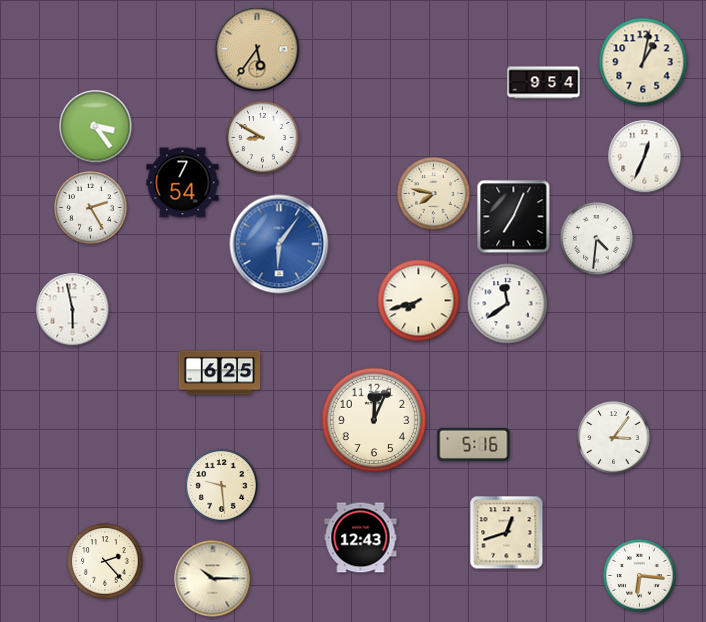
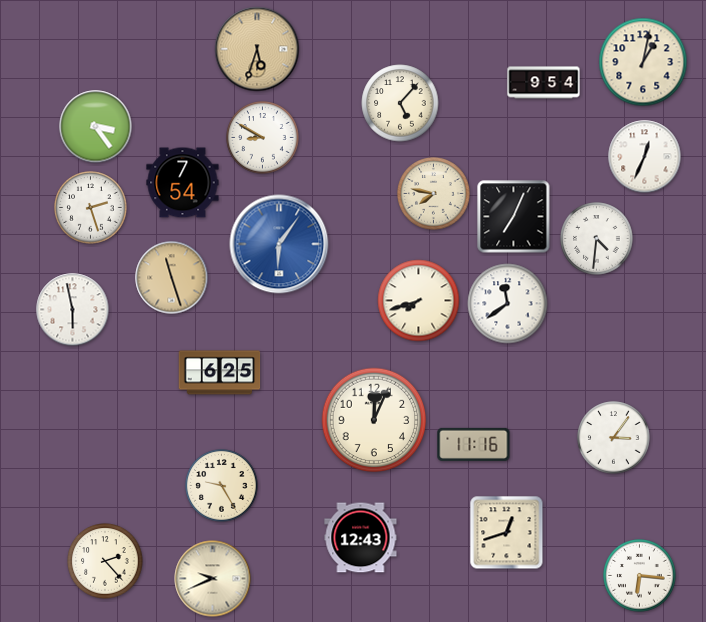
clock at (257, 49): 5:36 -> 5:33
clock at (400, 103): none -> 5:07
clock at (91, 208): 2:25 -> 2:27
clock at (172, 278): none -> 11:27
clock at (474, 444): 5:16 -> 11:16
clock at (222, 486): 9:29 -> 9:25
clock at (213, 579): 10:15 -> 9:41
